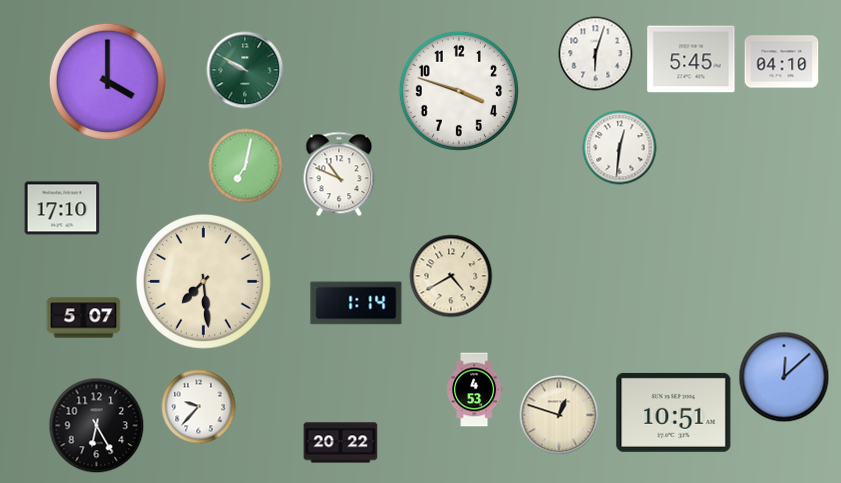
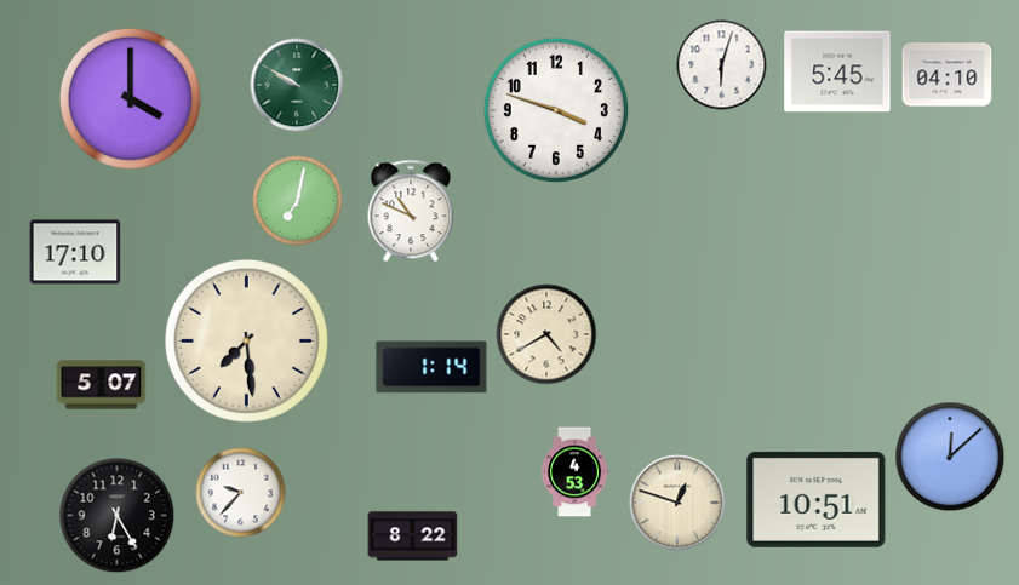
clock at (620, 148): 12:31 -> none
clock at (341, 443): 20:22 -> 8:22
